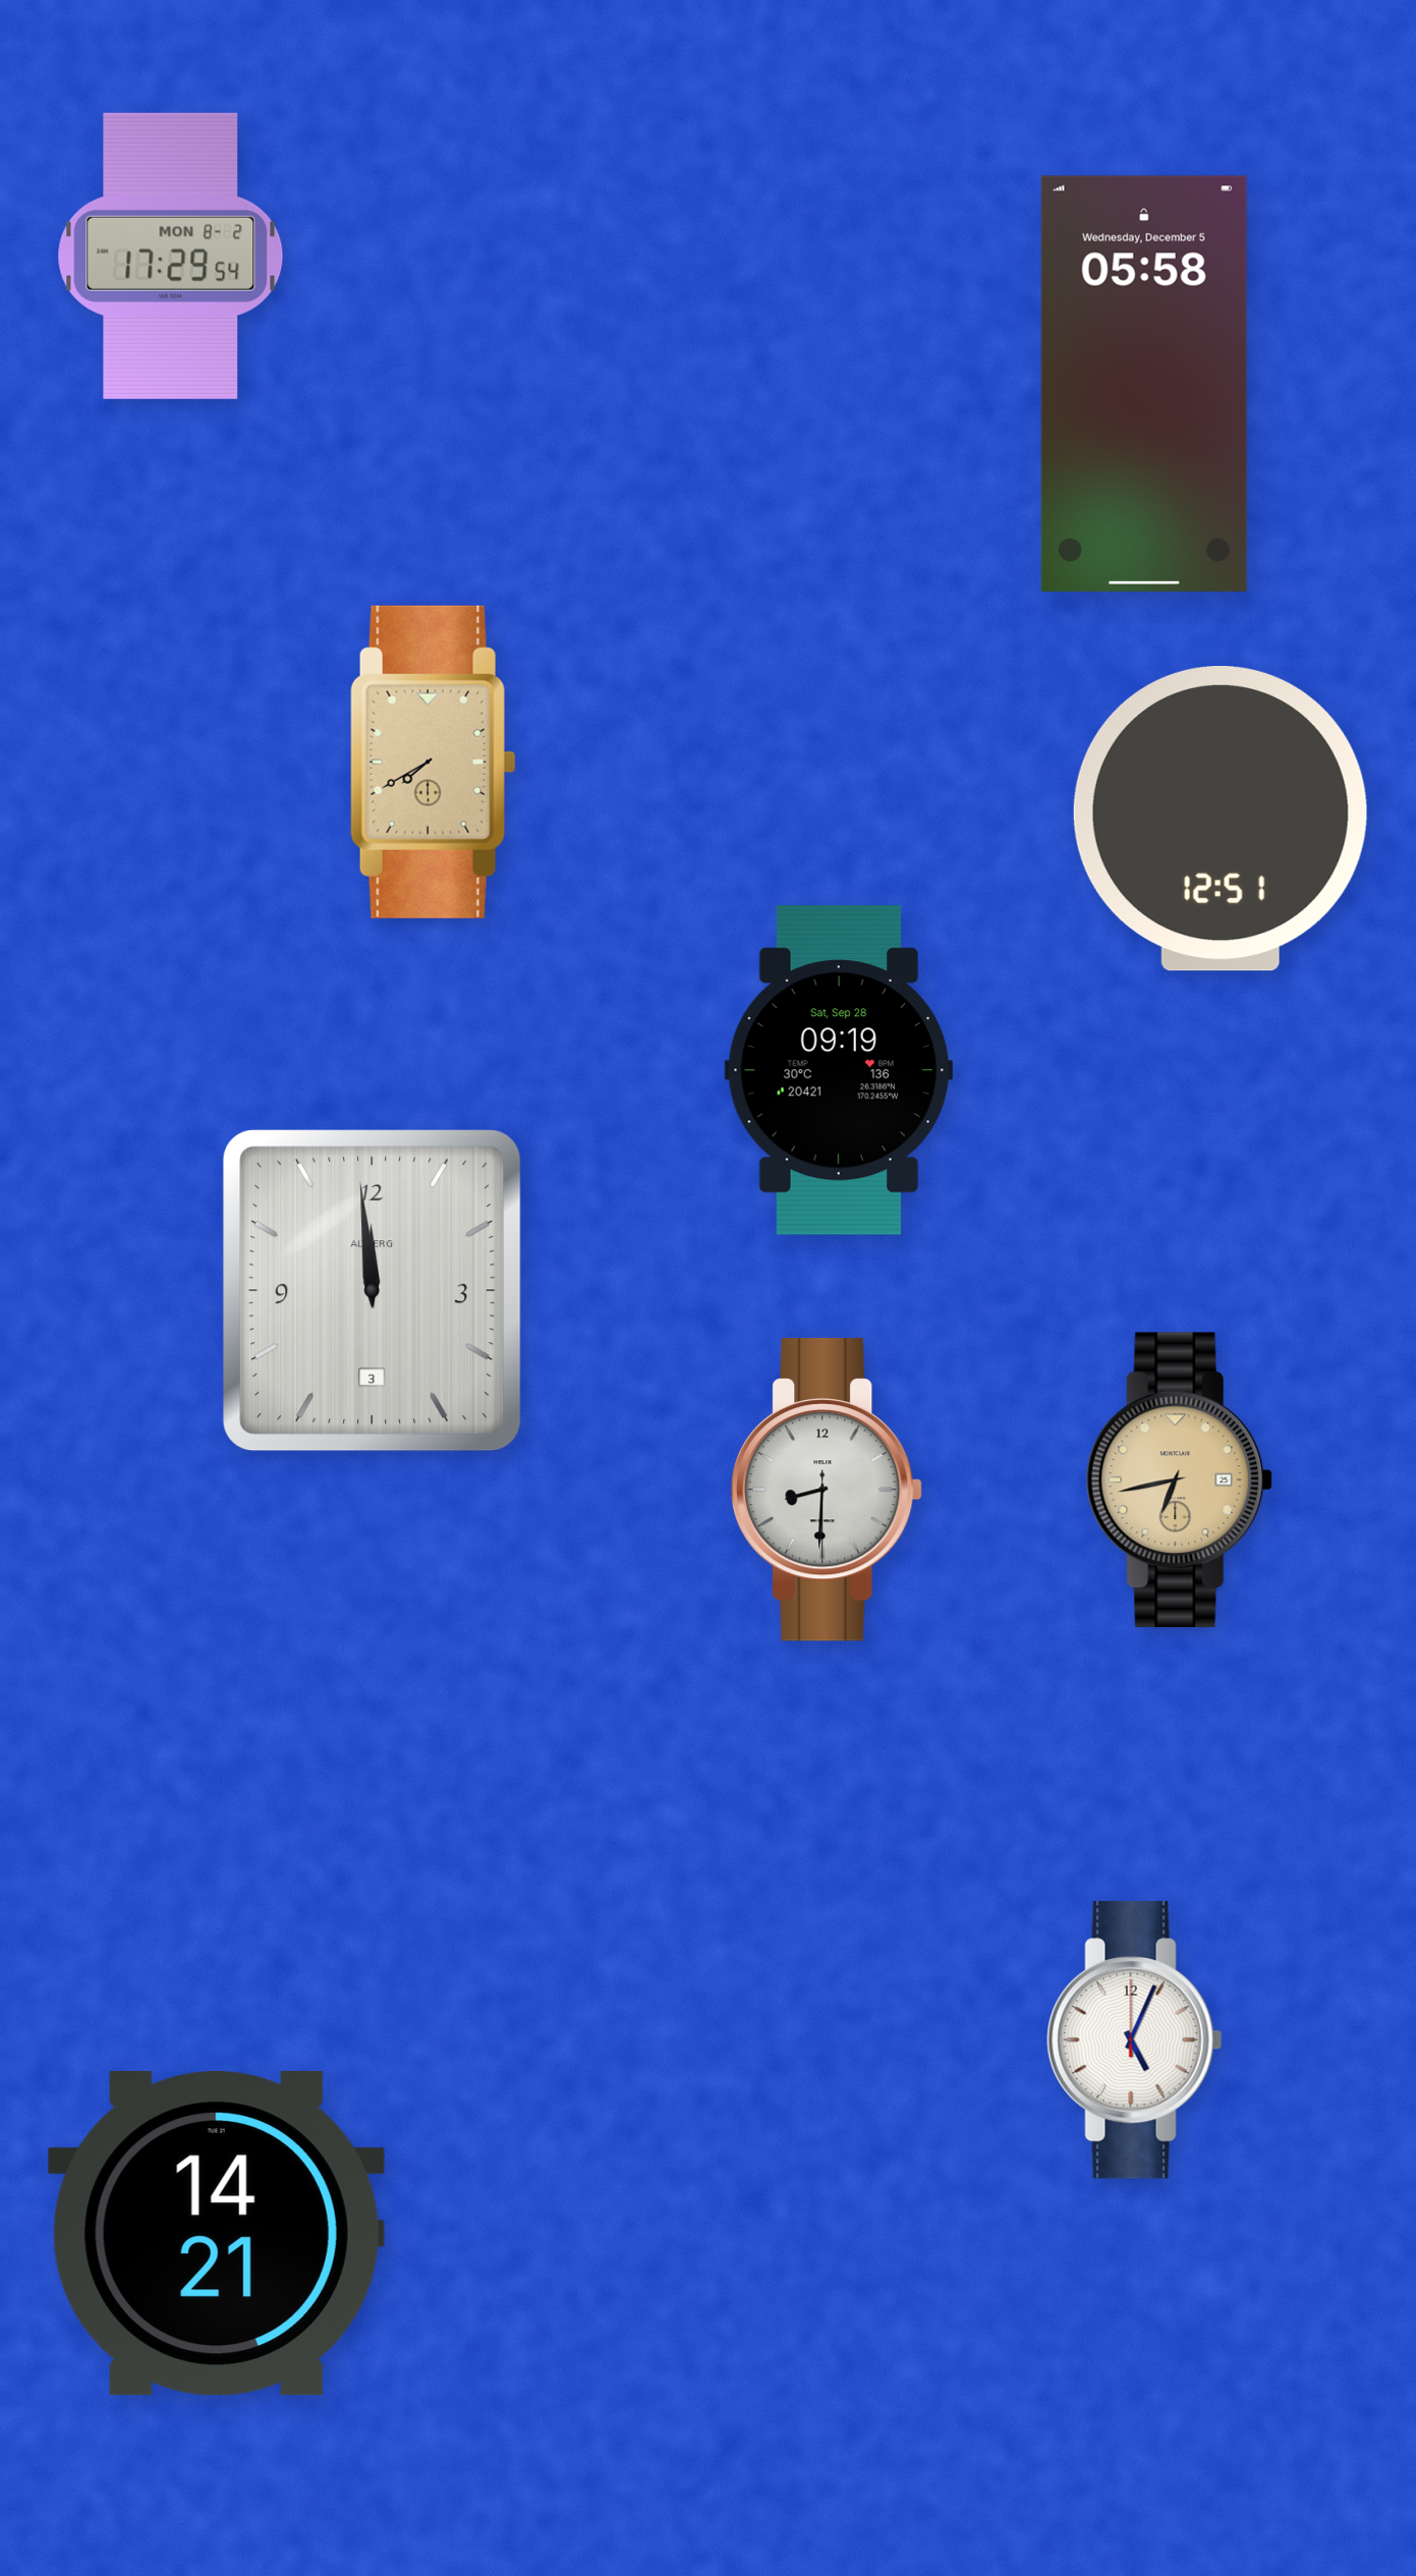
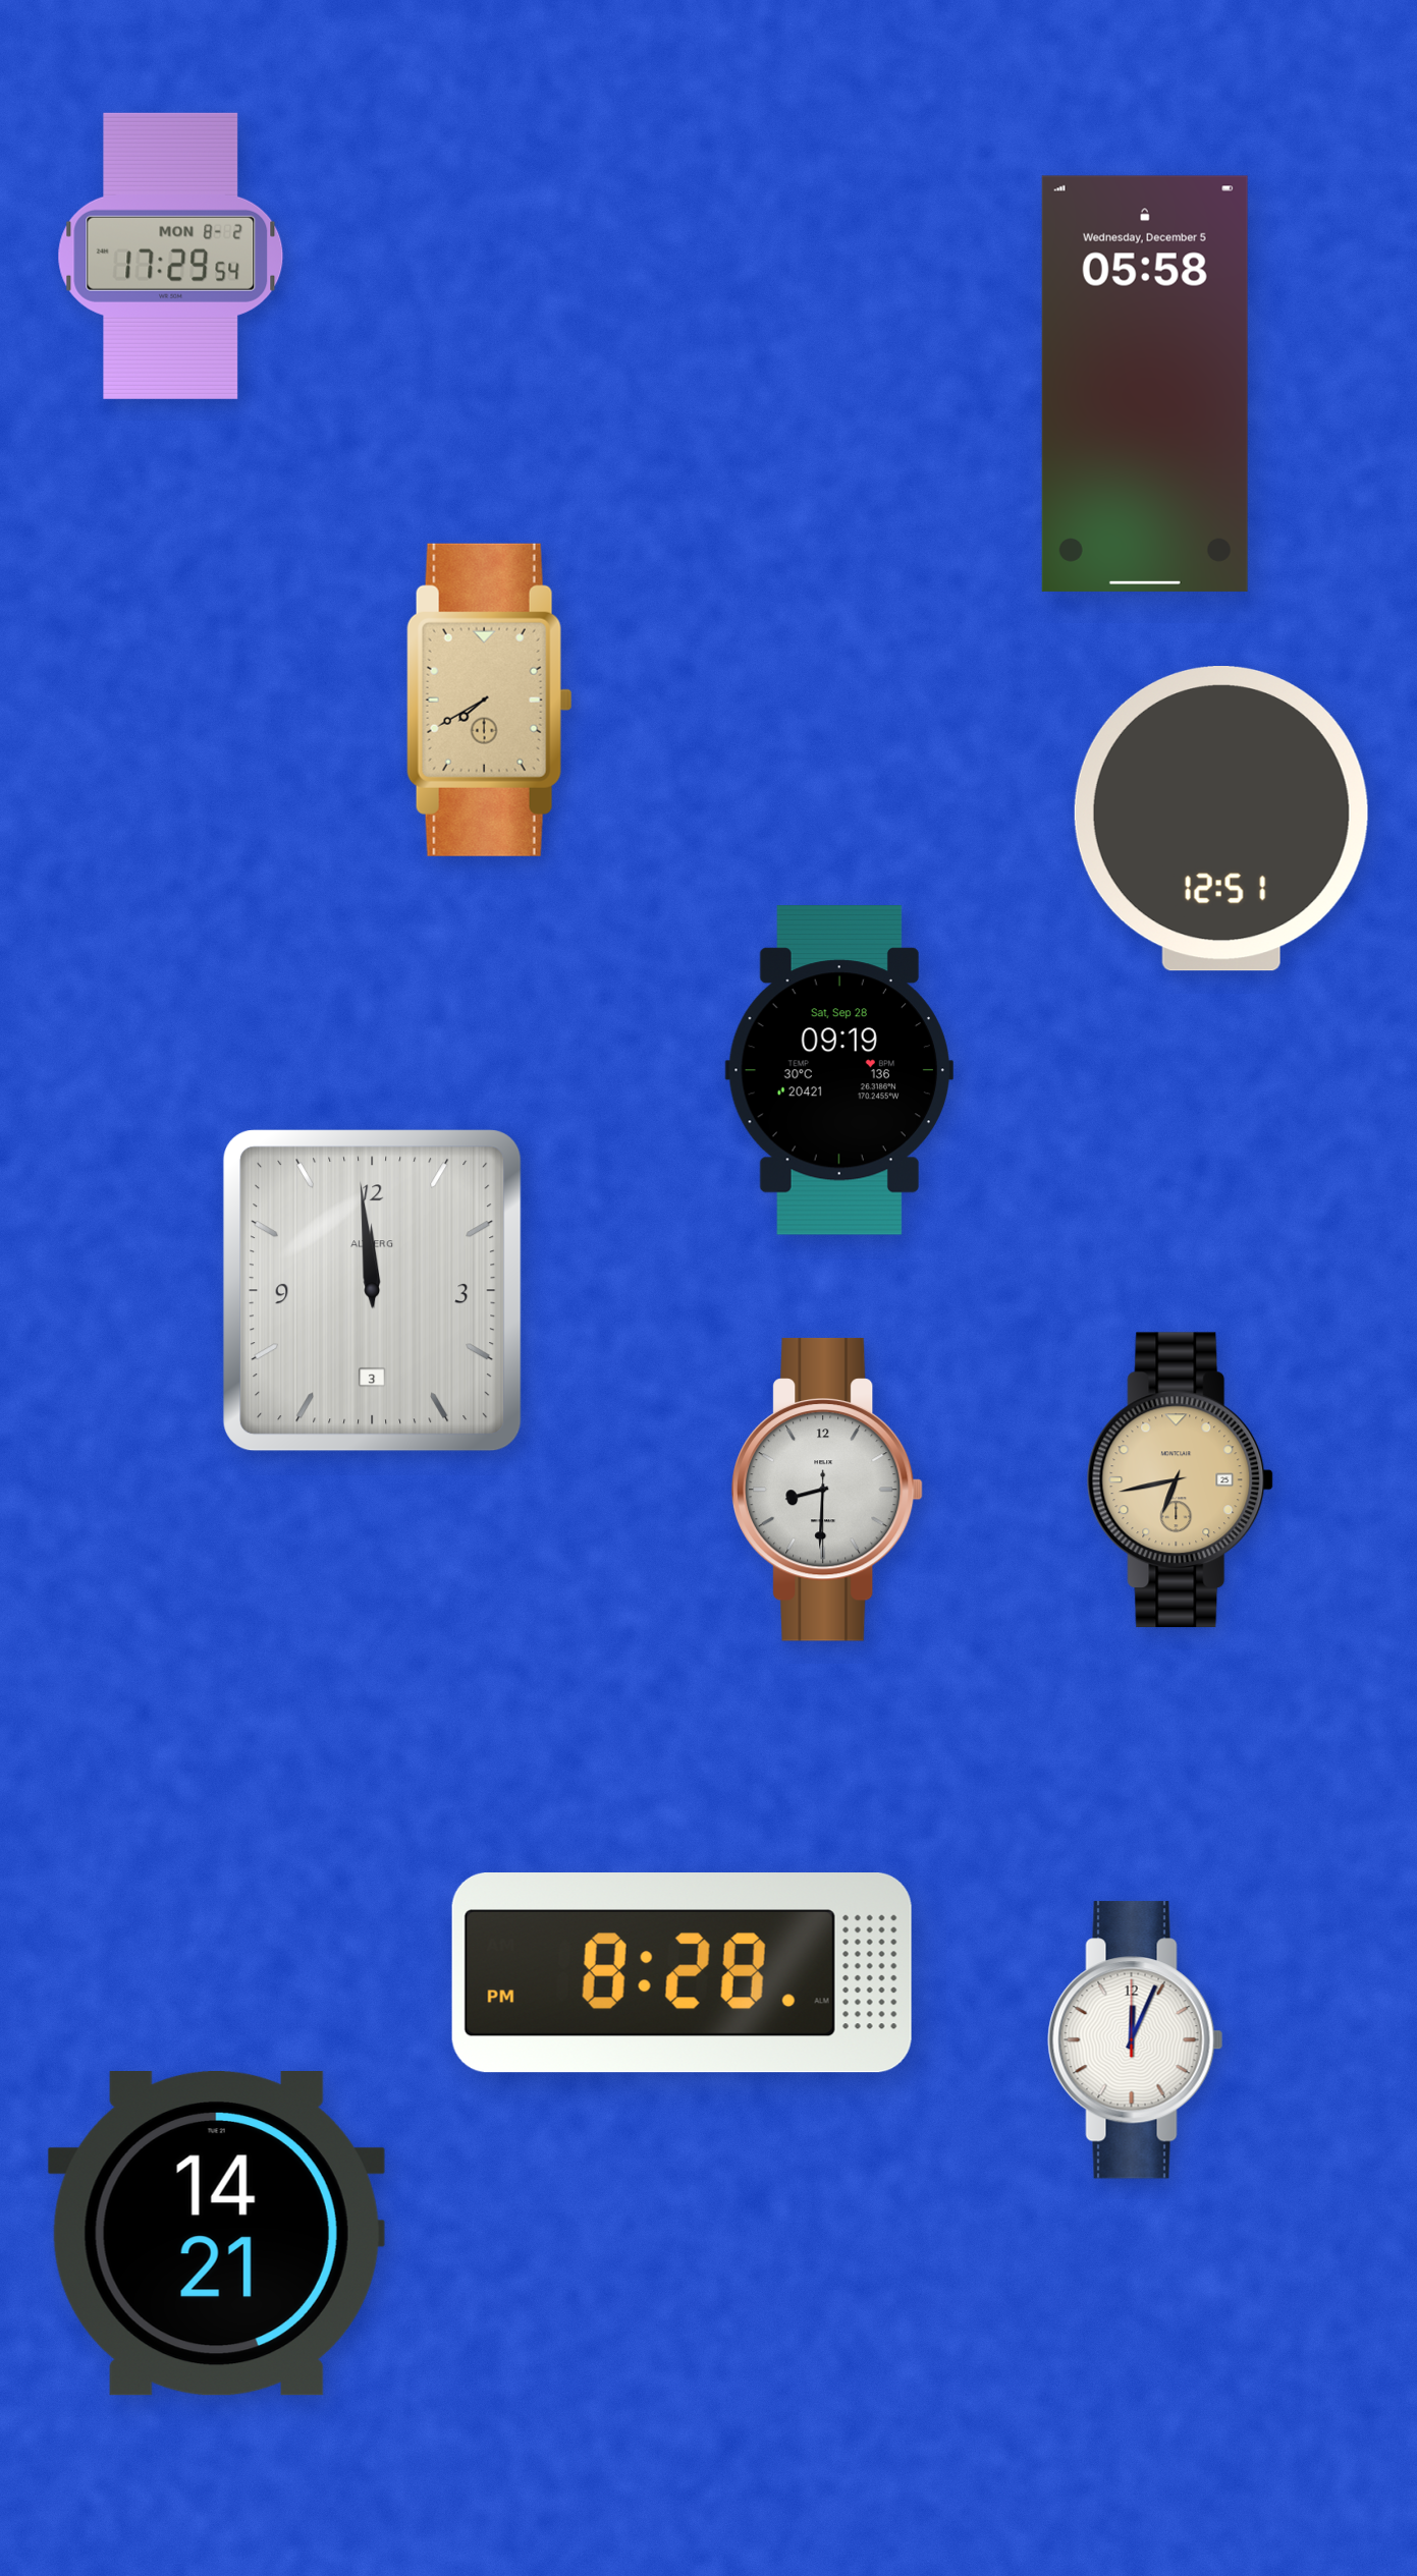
clock at (433, 762) position: (433, 762) -> (489, 699)
clock at (682, 1973): none -> 8:28
clock at (1135, 2040): 5:04 -> 12:04
